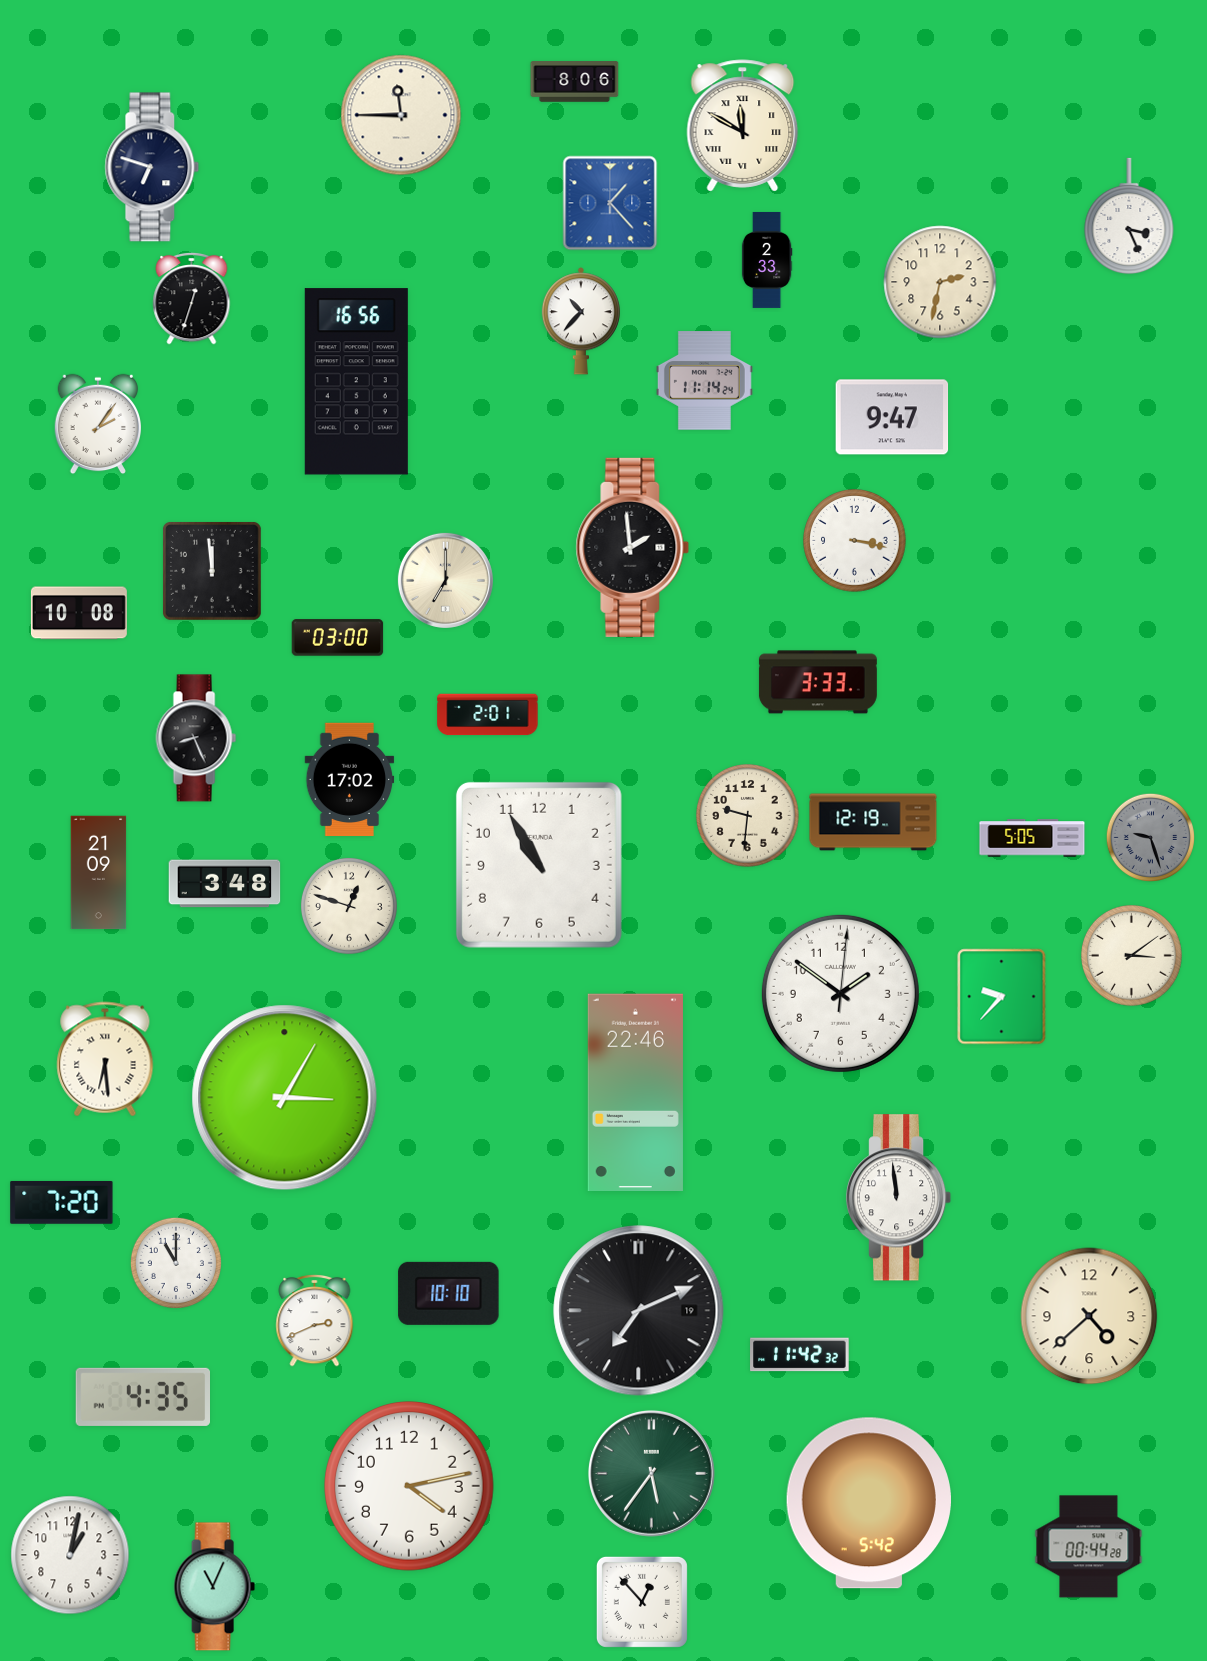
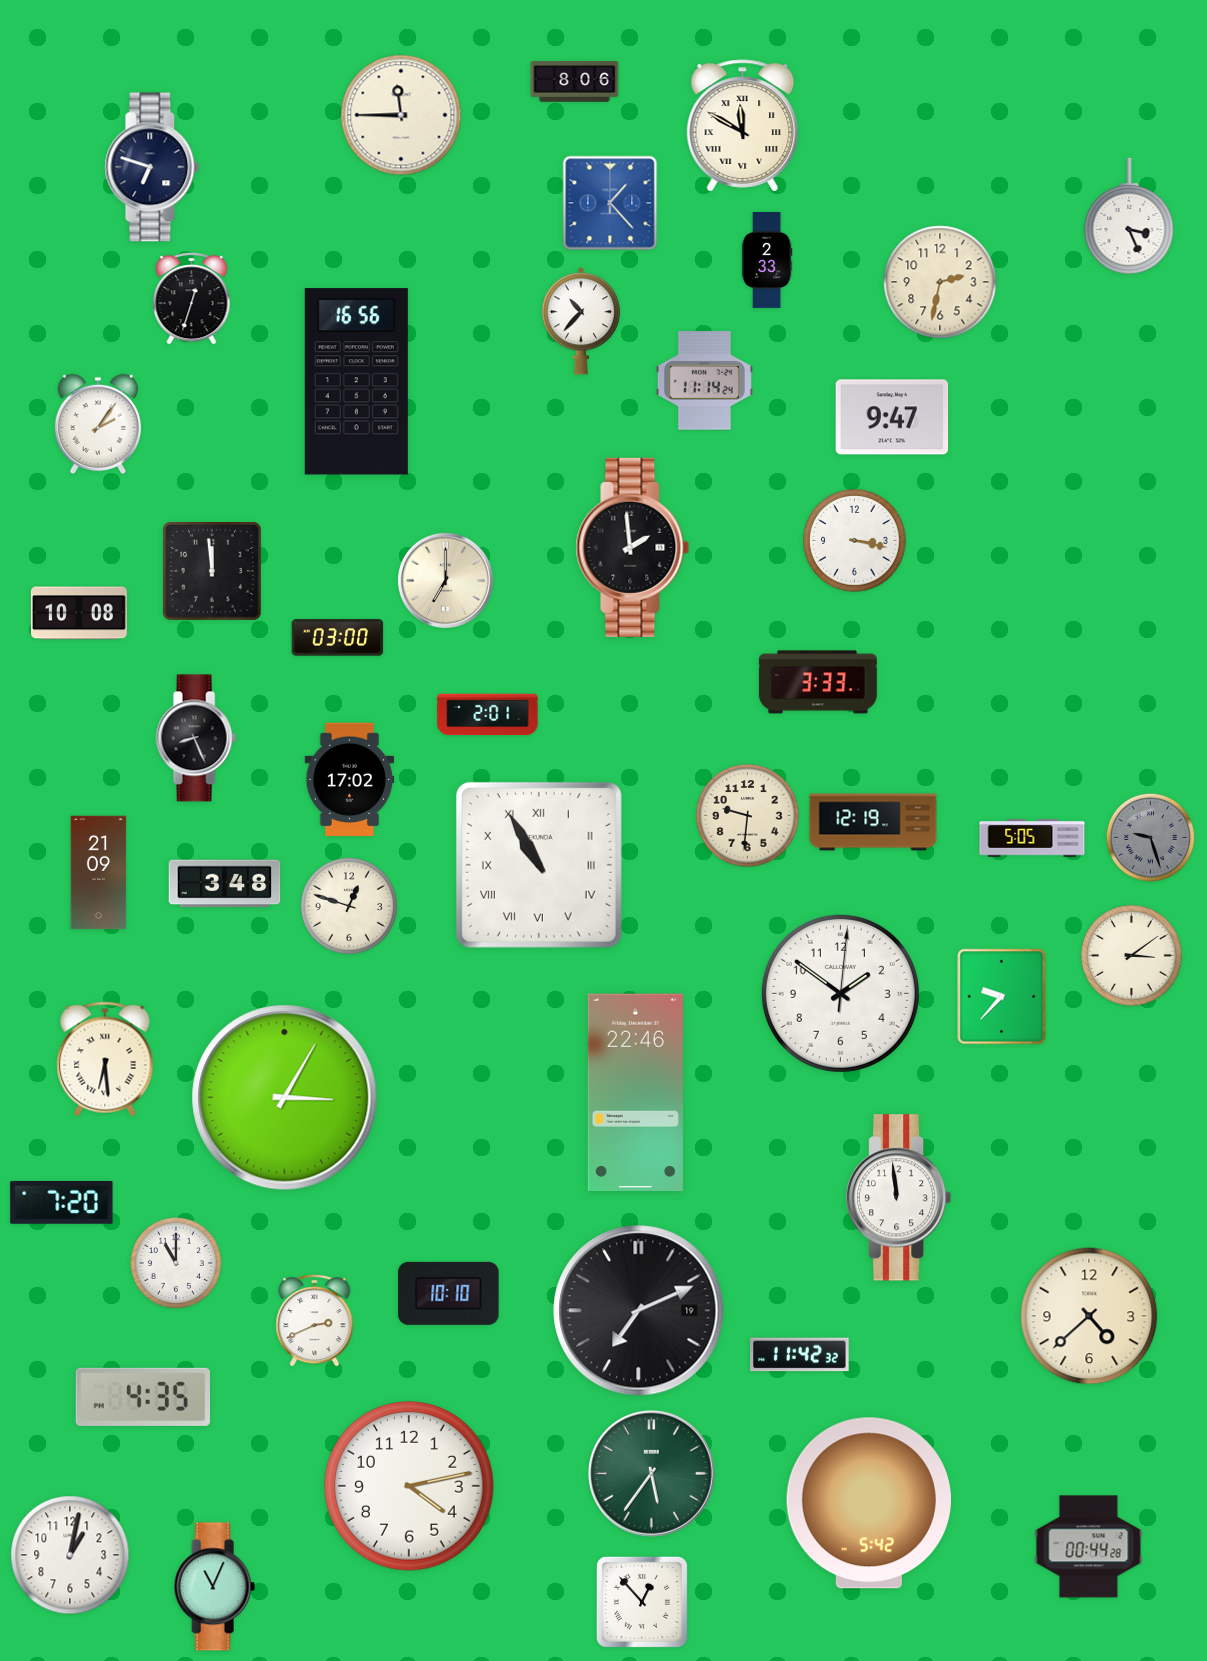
clock at (539, 865) numerals: Arabic -> Roman
